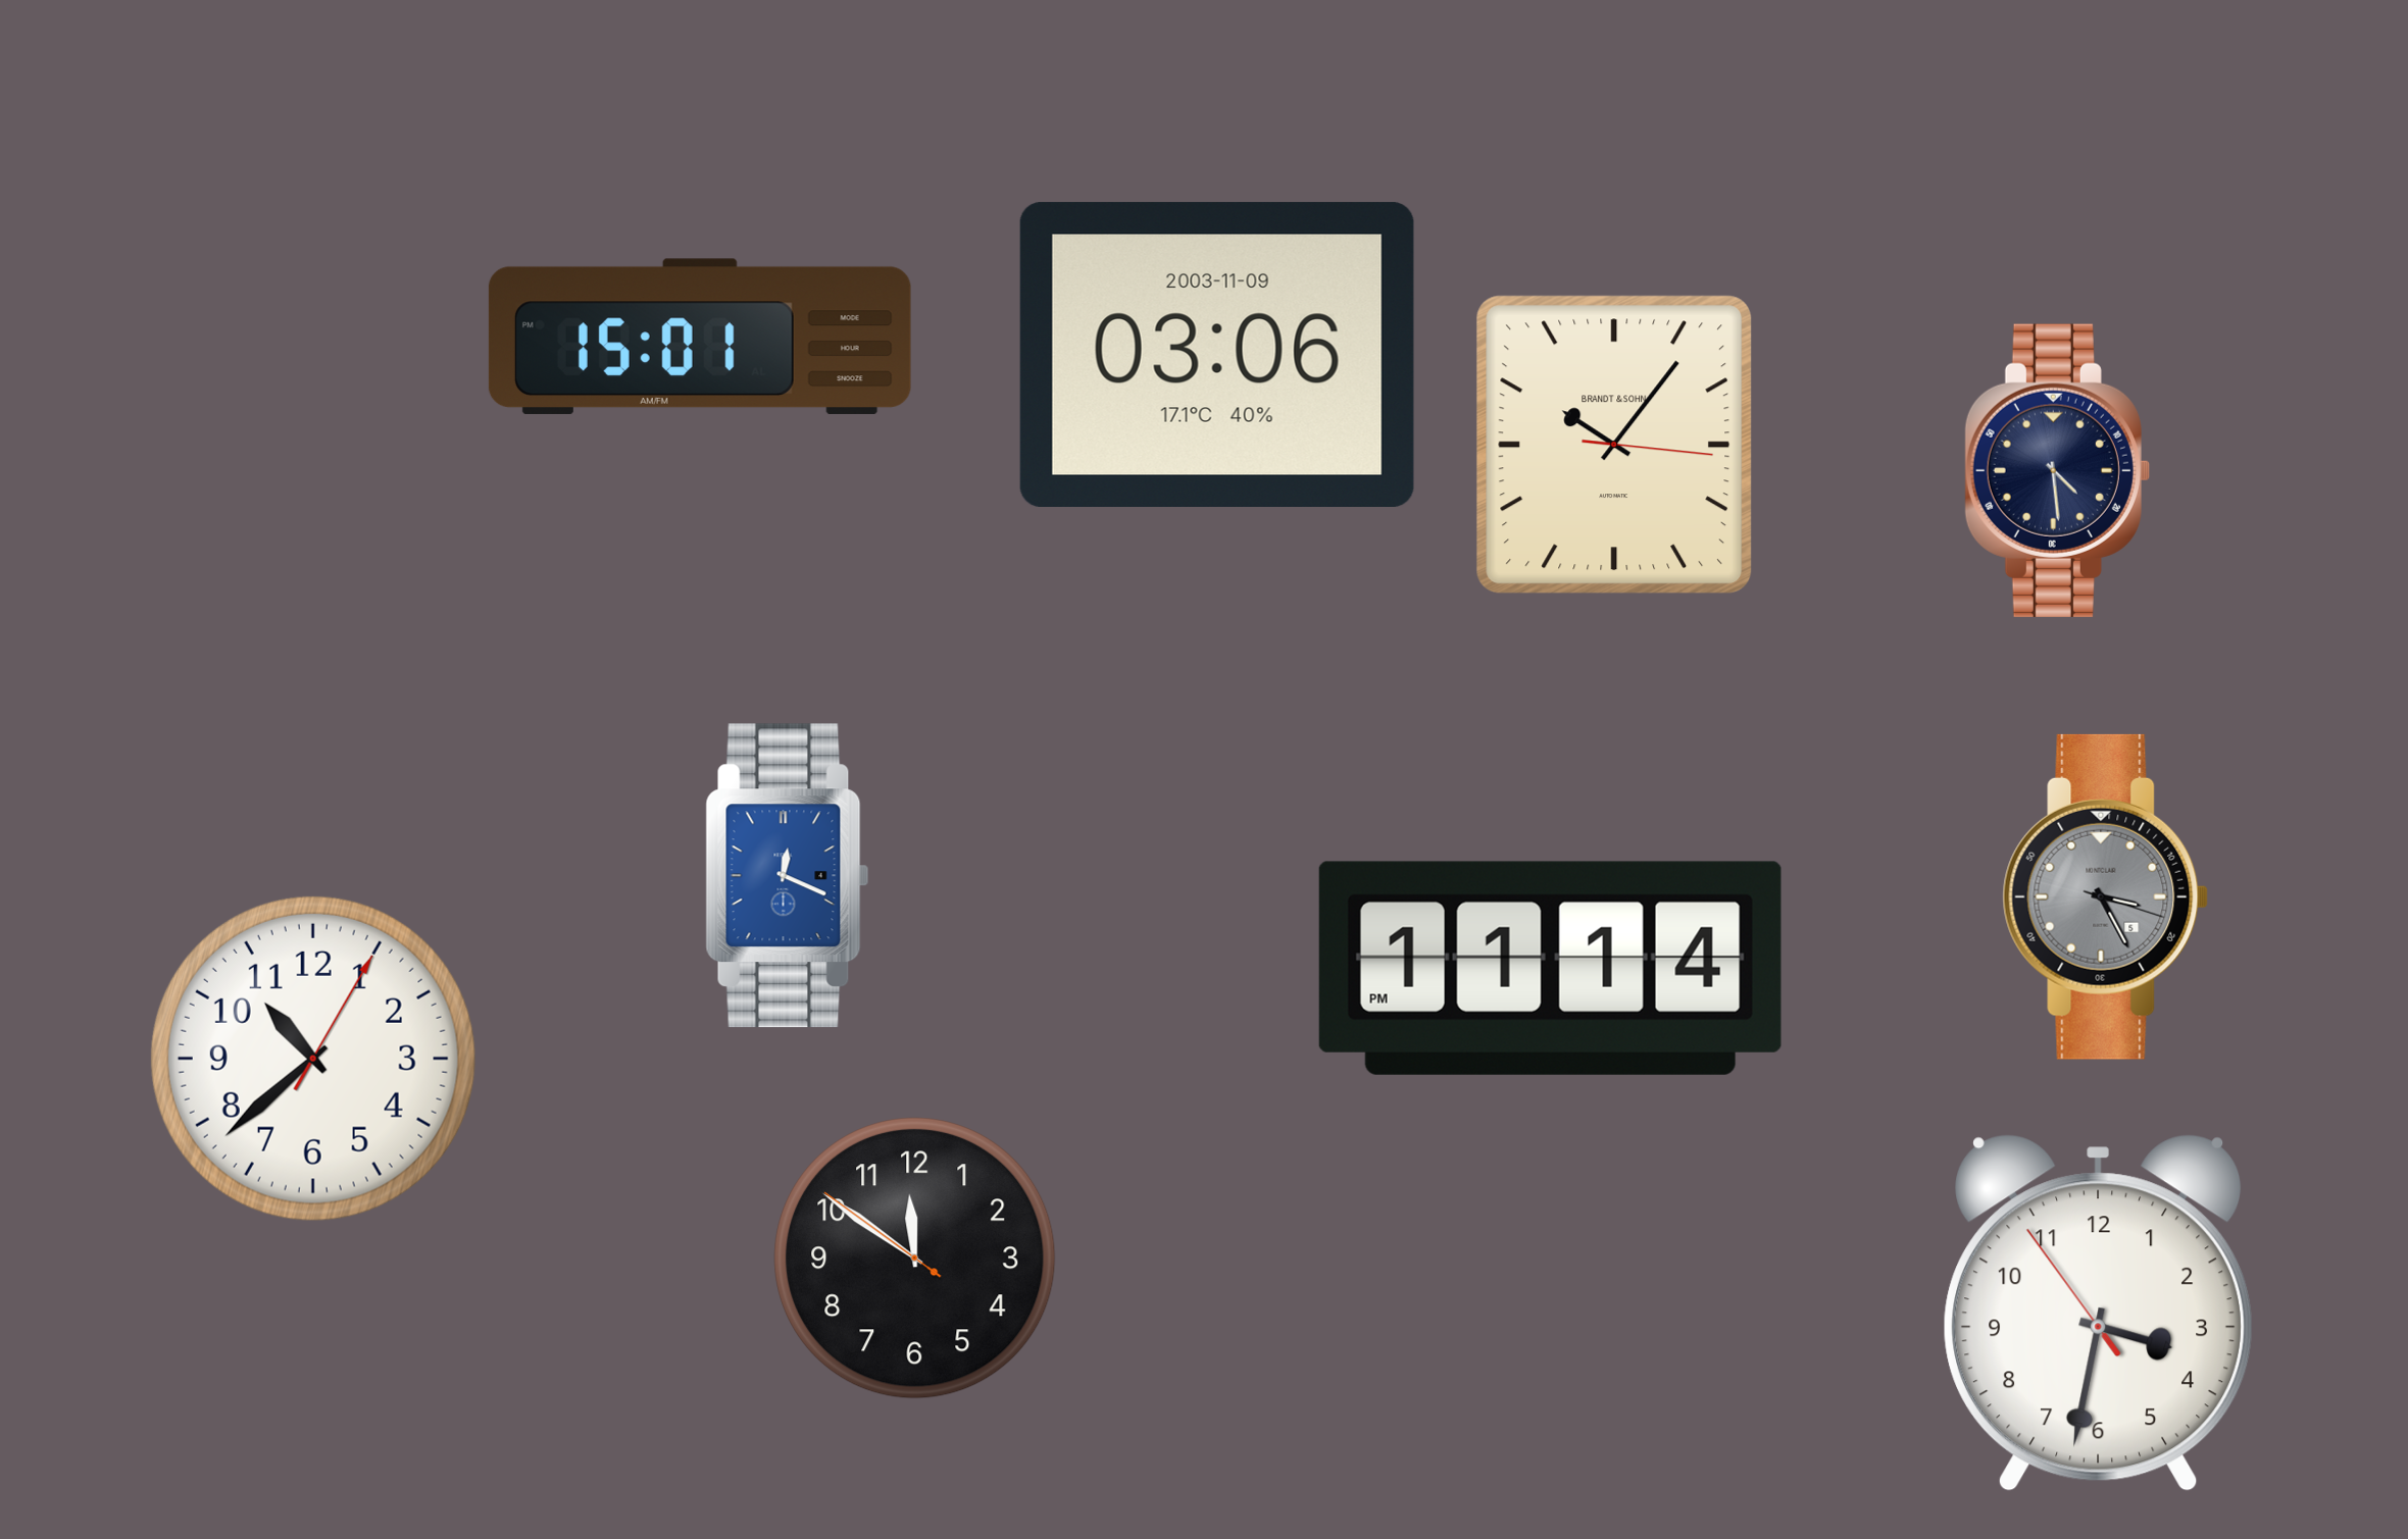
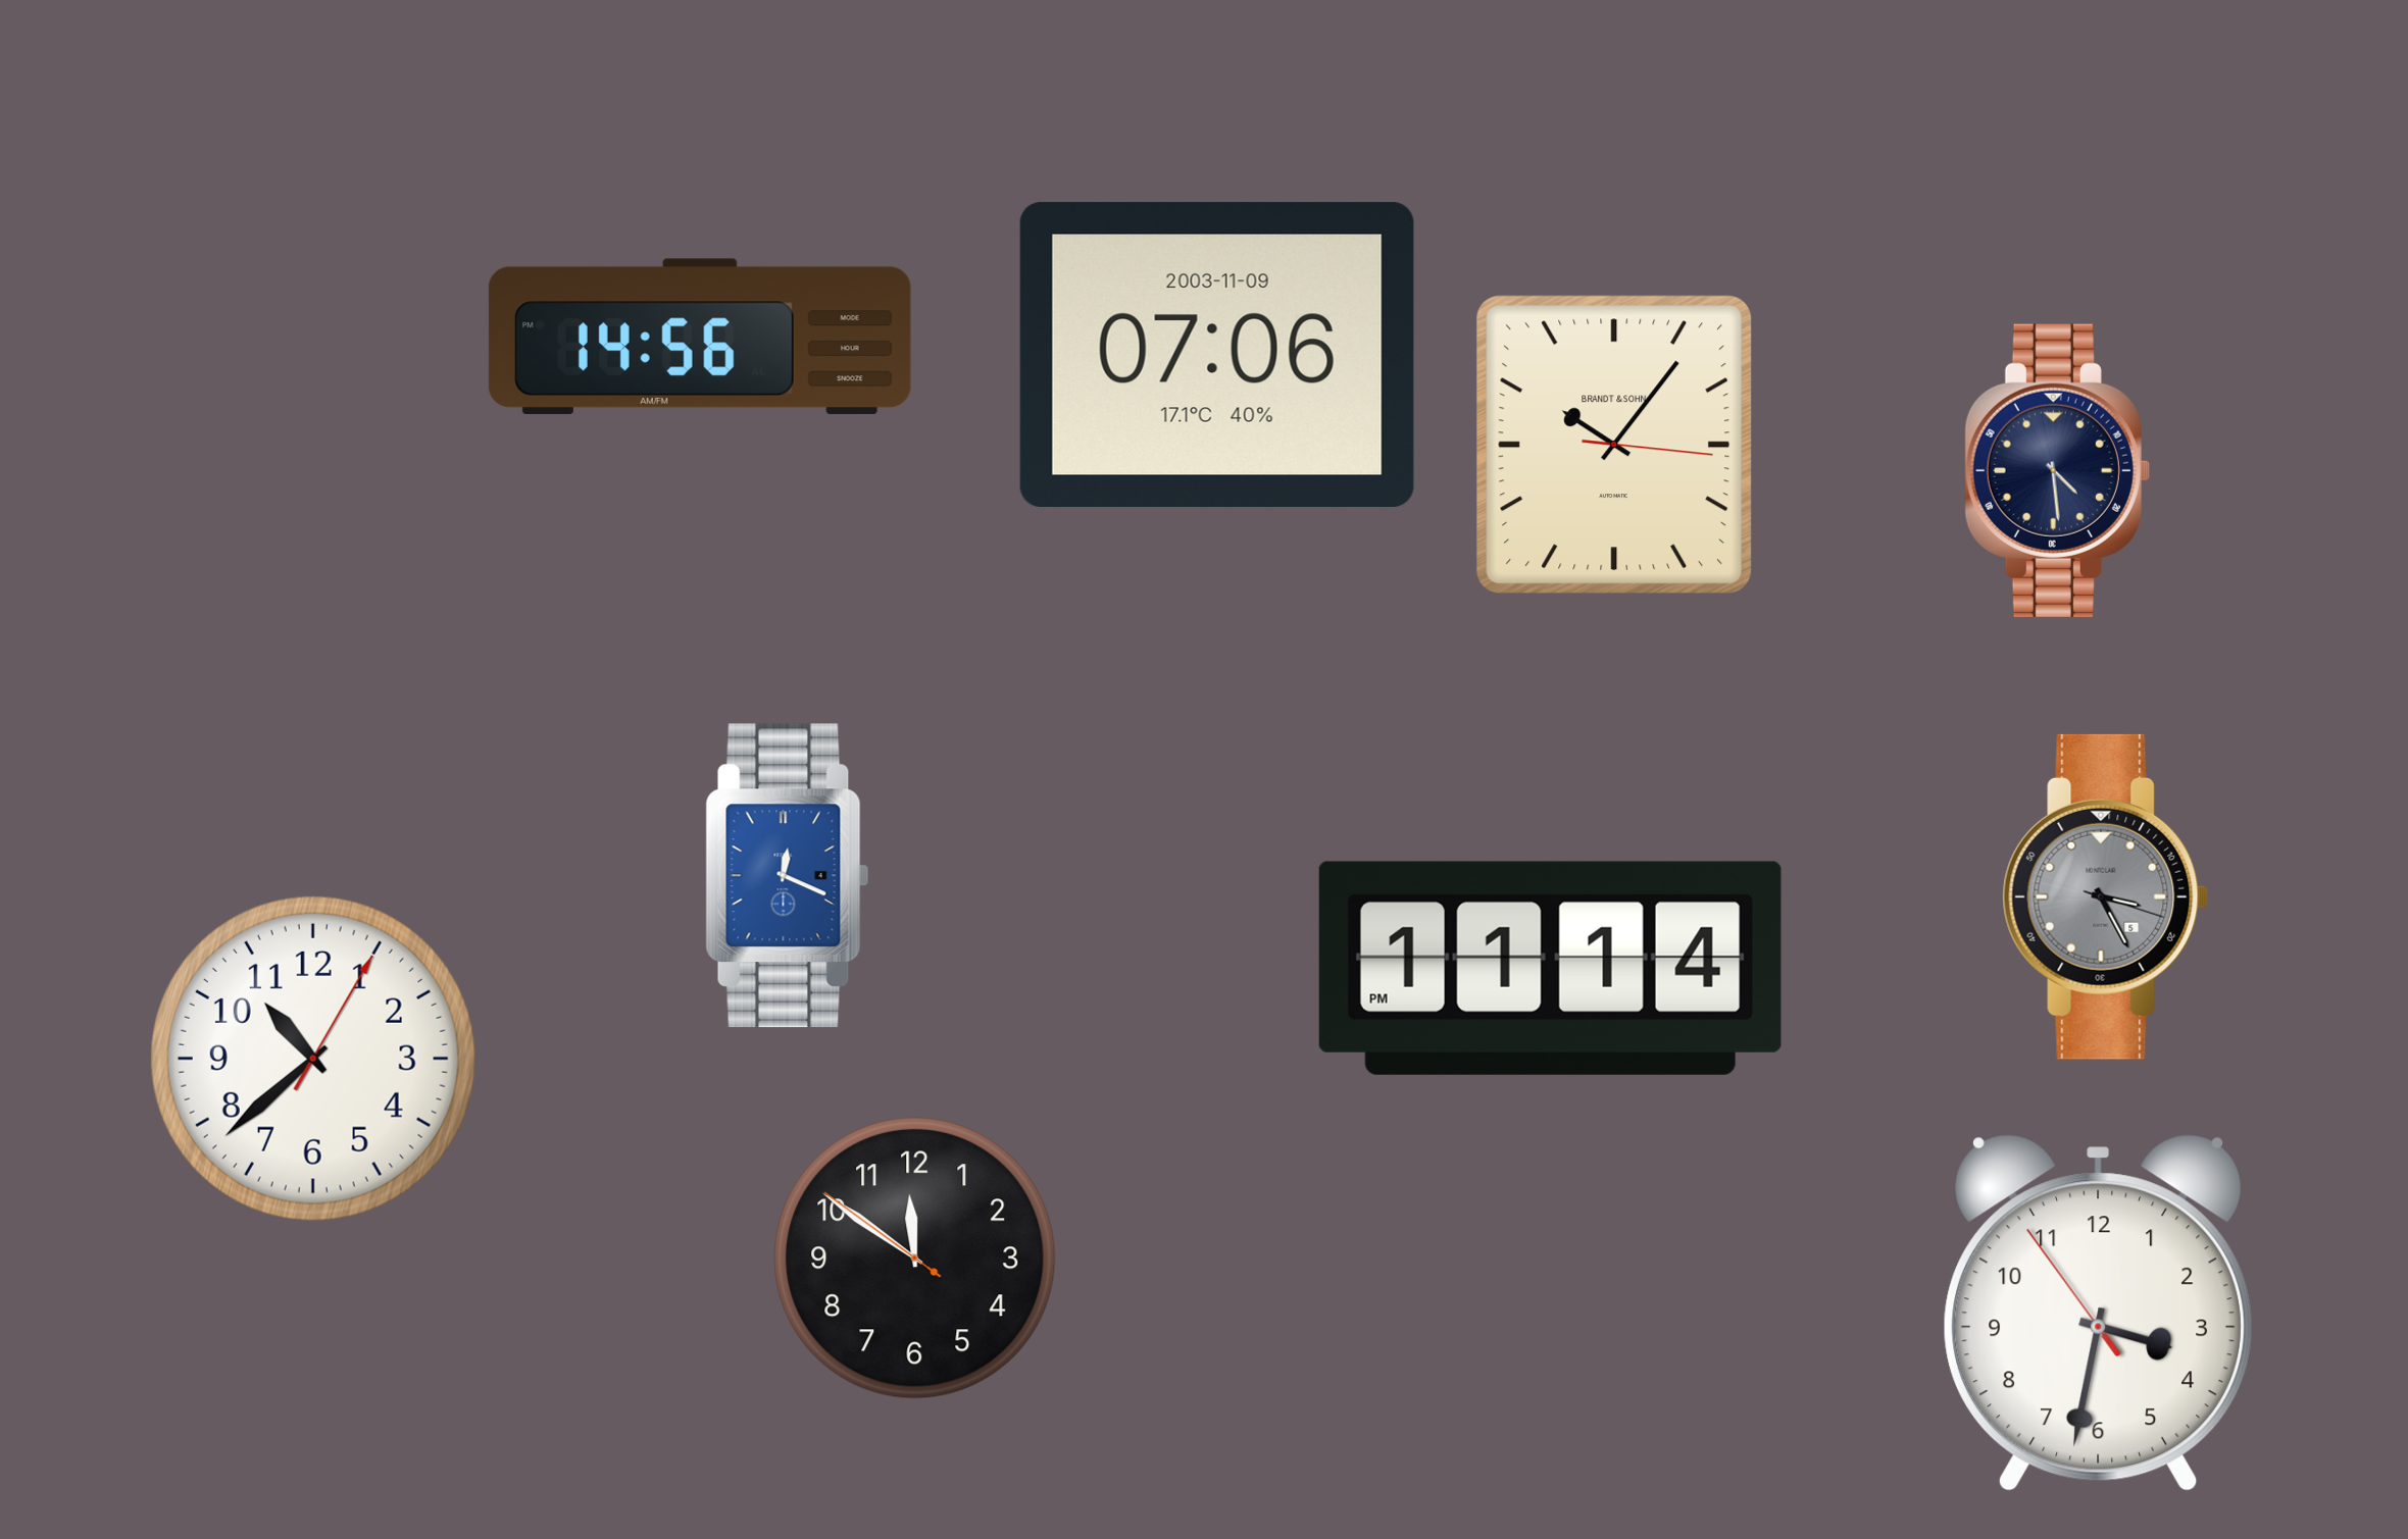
clock at (700, 337): 15:01 -> 14:56
clock at (1217, 354): 03:06 -> 07:06
